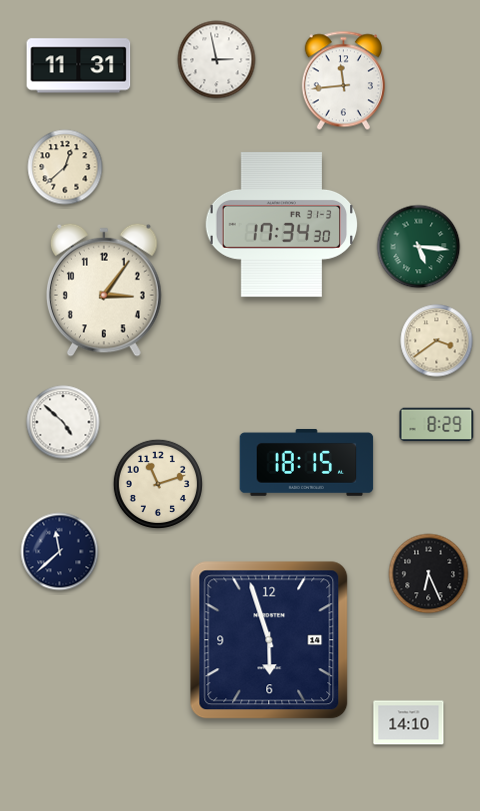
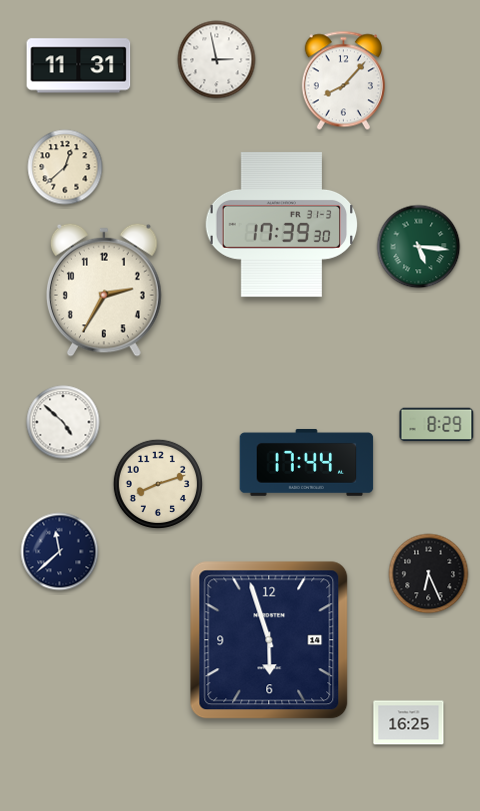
clock at (343, 81): 11:44 -> 8:07
clock at (282, 225): 17:34 -> 17:39
clock at (105, 290): 3:06 -> 2:35
clock at (437, 341): 3:39 -> none
clock at (307, 462): 18:15 -> 17:44
clock at (158, 484): 11:12 -> 8:12
clock at (409, 723): 14:10 -> 16:25
